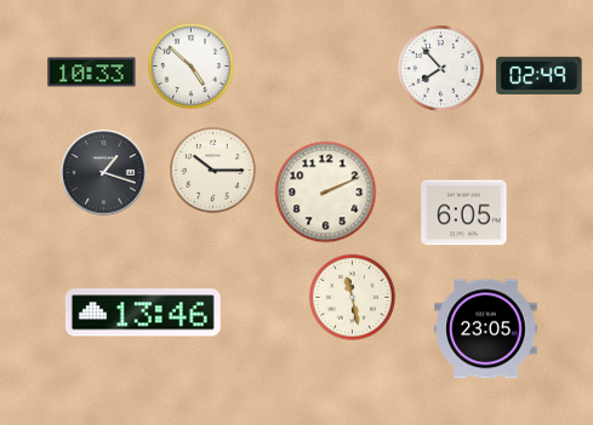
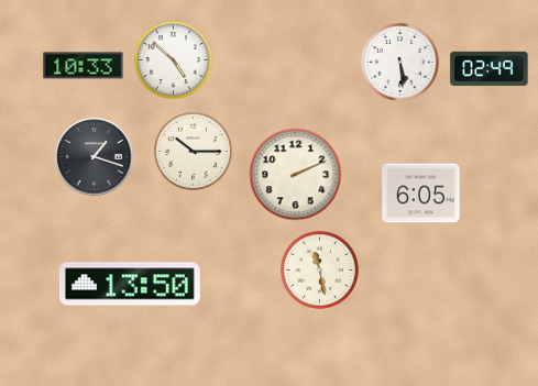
clock at (440, 68): 7:53 -> 5:29
clock at (212, 170) position: (212, 170) -> (193, 151)
clock at (143, 312): 13:46 -> 13:50
clock at (486, 329): 23:05 -> none
